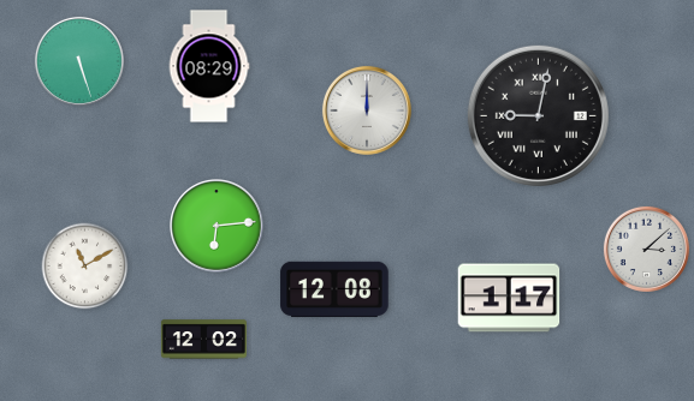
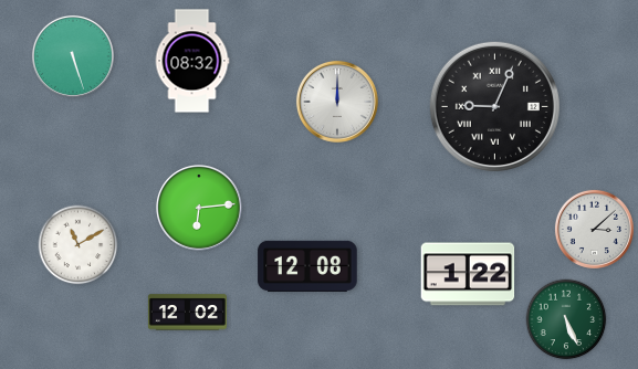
clock at (209, 66): 08:29 -> 08:32
clock at (538, 115): 9:02 -> 9:04
clock at (509, 298): 1:17 -> 1:22
clock at (566, 319): none -> 5:26
